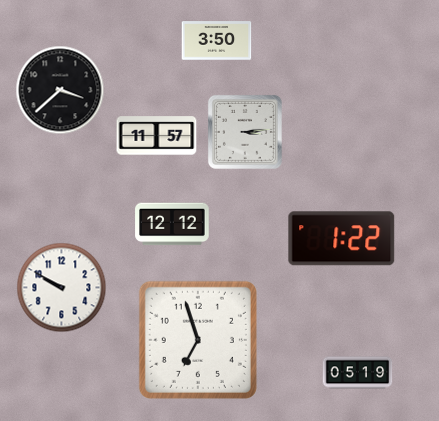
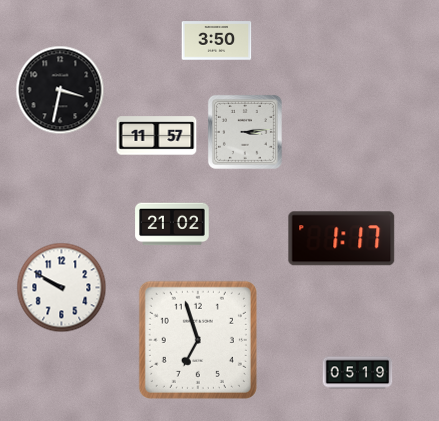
clock at (60, 90): 3:38 -> 3:32
clock at (172, 224): 12:12 -> 21:02
clock at (342, 239): 1:22 -> 1:17
